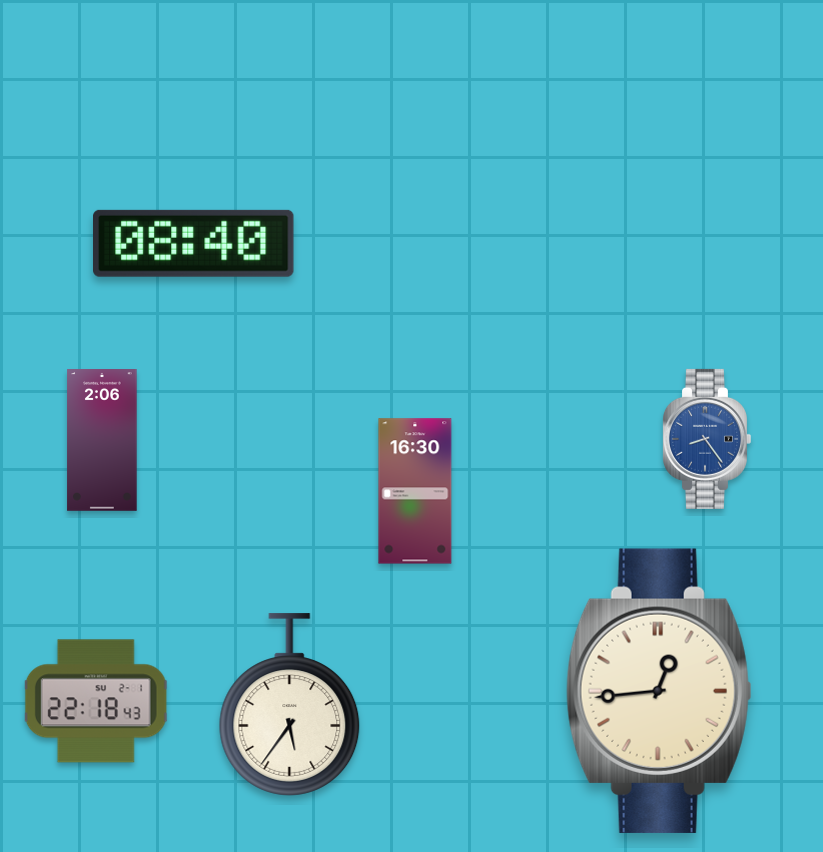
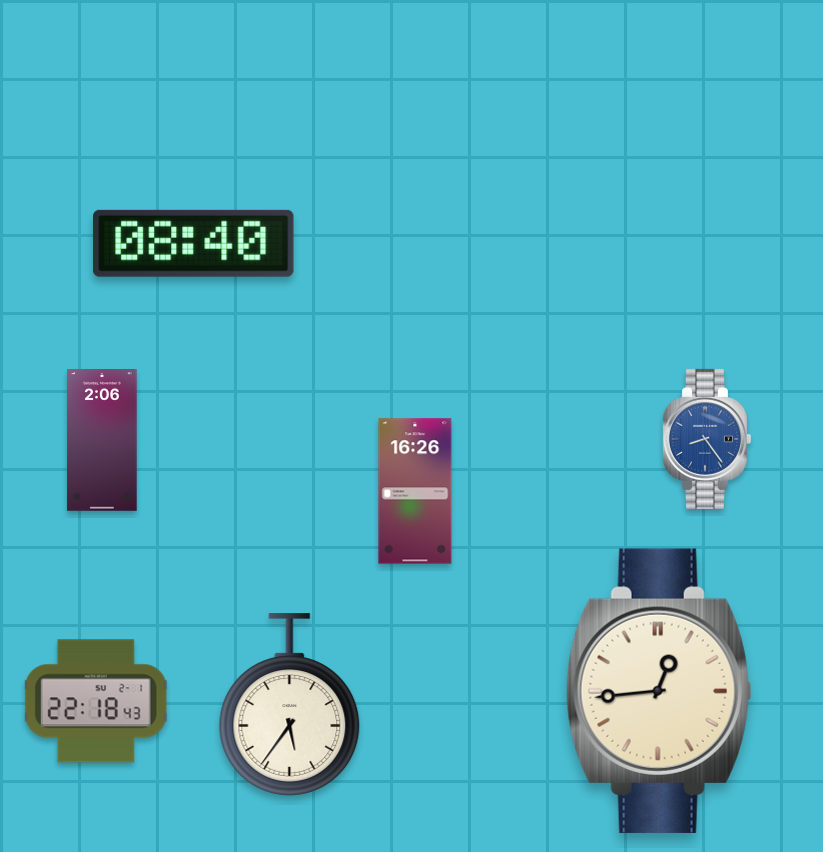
clock at (415, 491): 16:30 -> 16:26
